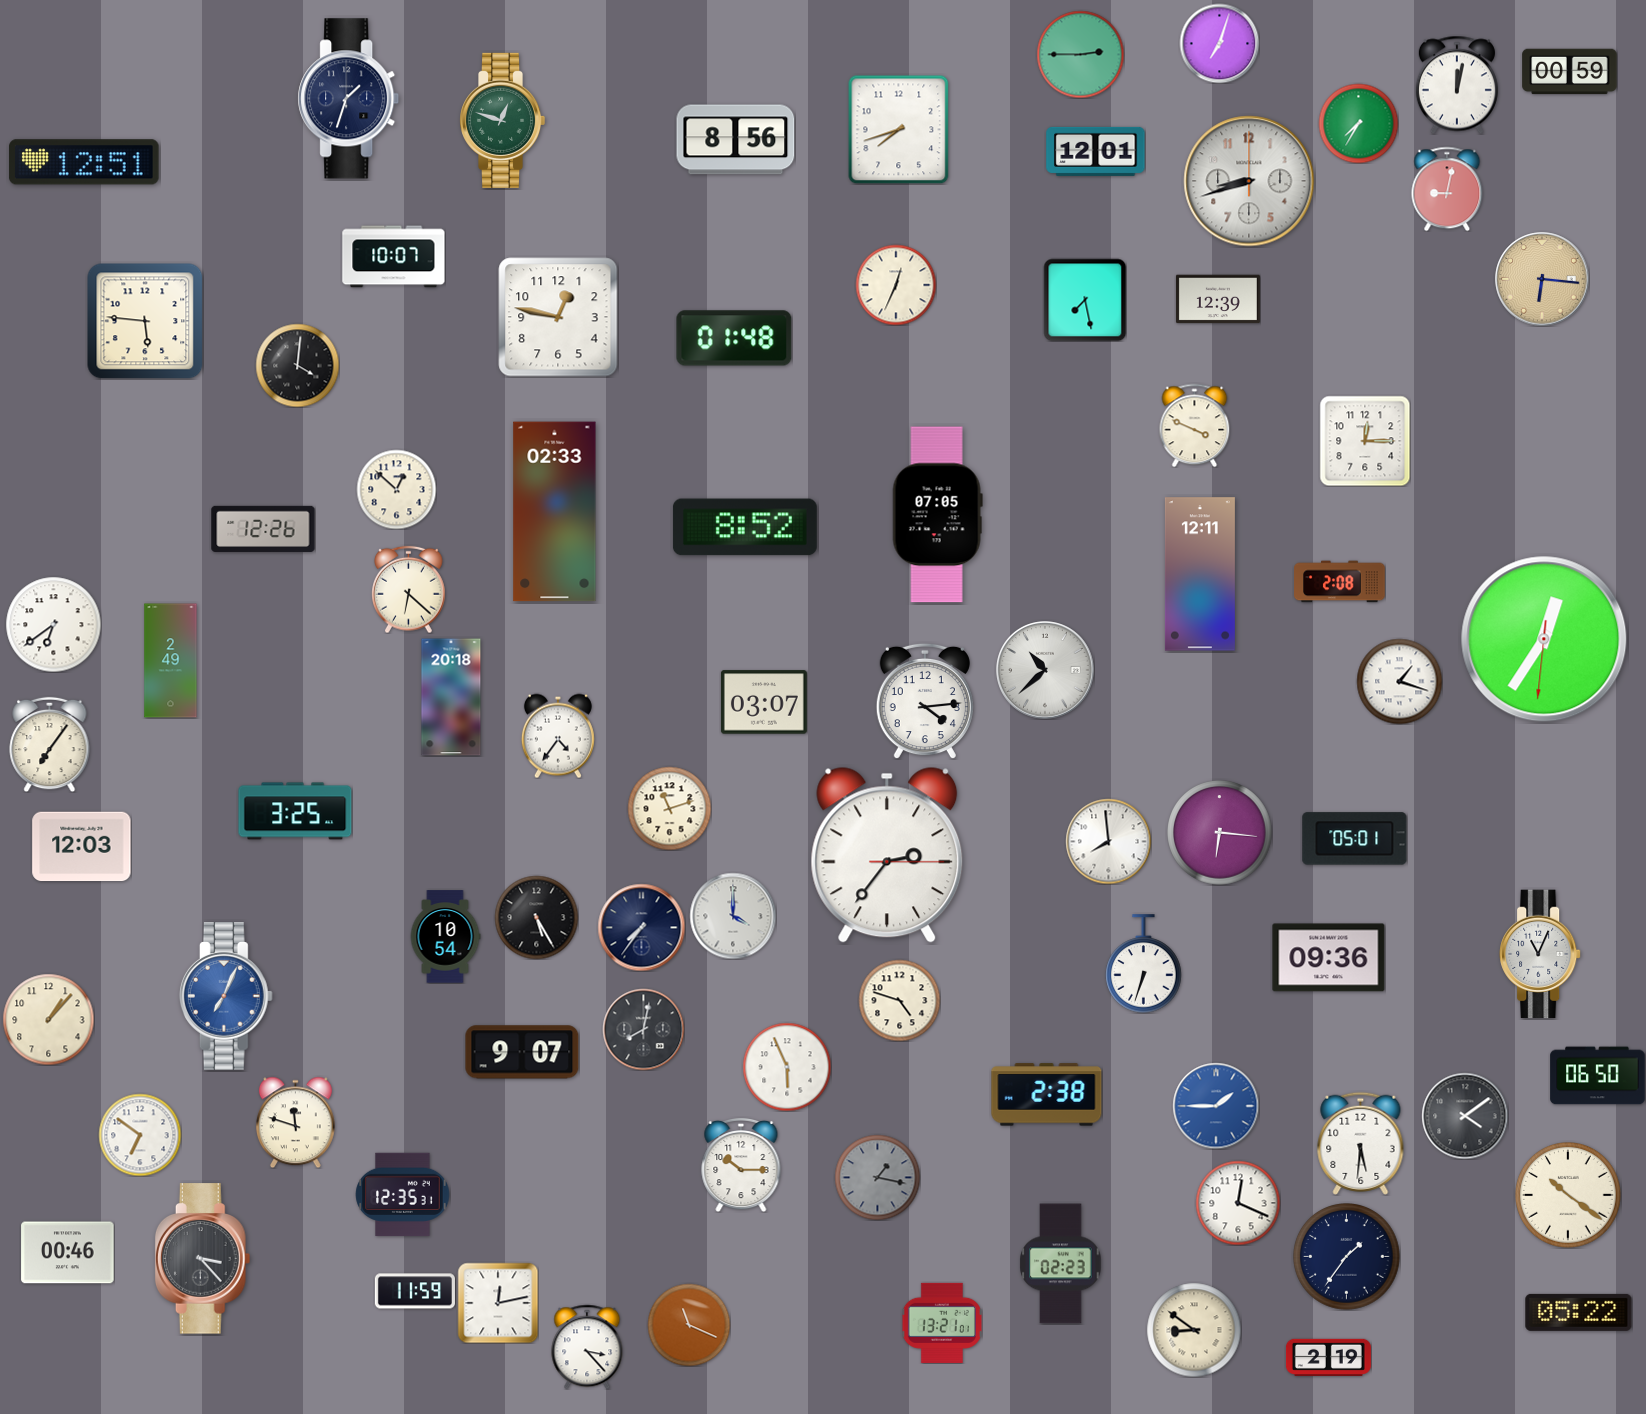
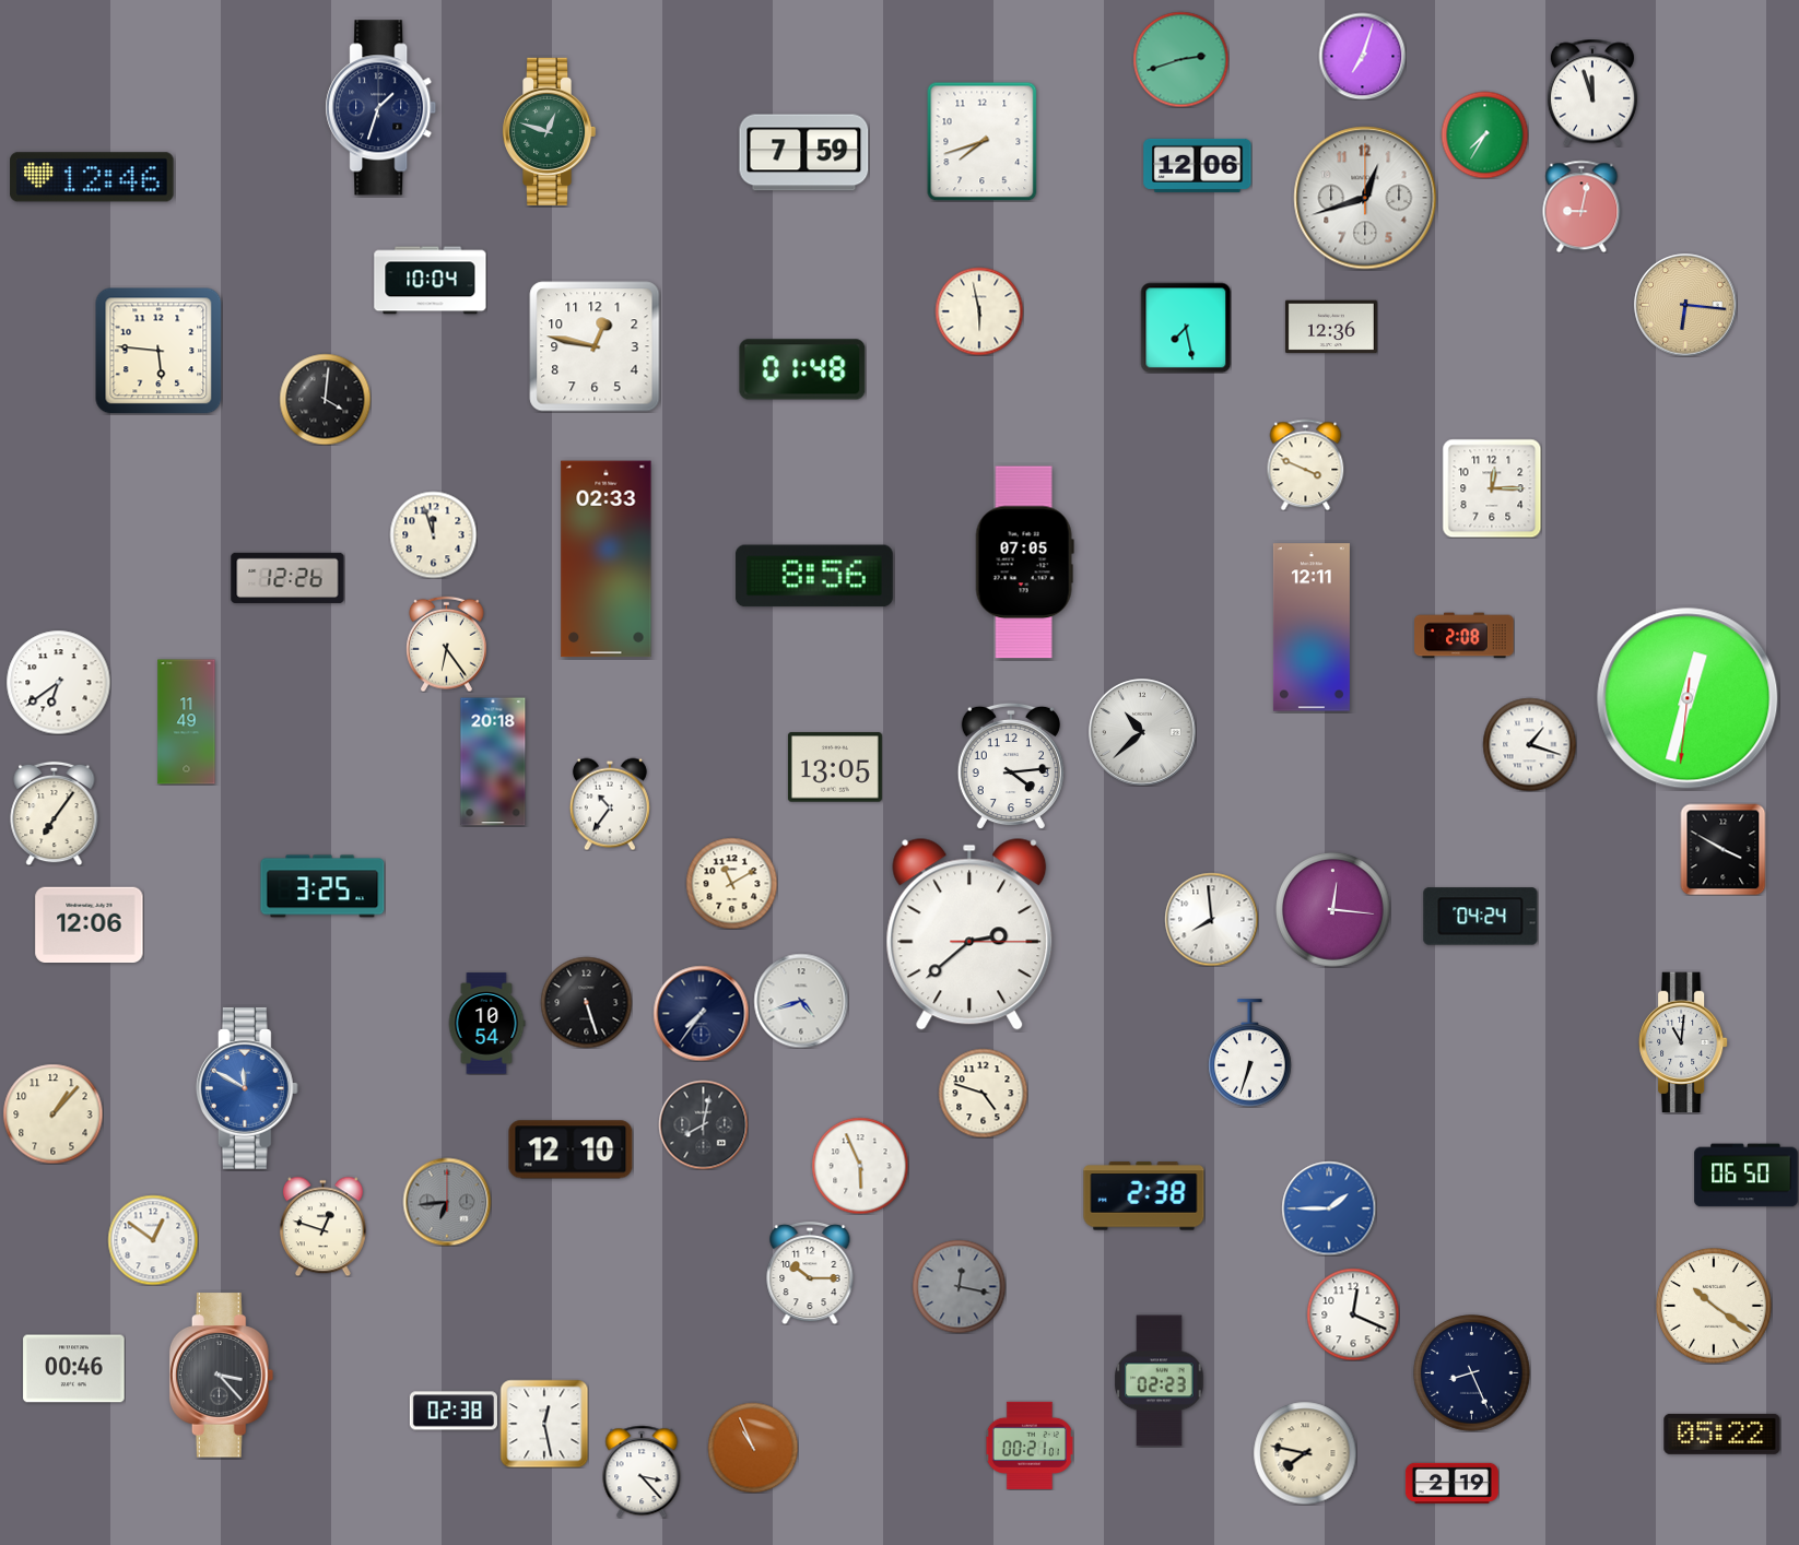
clock at (1219, 43) position: (1219, 43) -> (1362, 56)
clock at (1080, 54): 2:45 -> 2:42
clock at (1570, 72): 00:59 -> none
clock at (1457, 85): 12:02 -> 11:57
clock at (736, 140): 8:56 -> 7:59
clock at (1096, 151): 12:01 -> 12:06
clock at (84, 162): 12:51 -> 12:46
clock at (1249, 181): 8:42 -> 12:42
clock at (394, 257): 10:07 -> 10:04
clock at (896, 285): 12:34 -> 5:58
clock at (1218, 299): 12:39 -> 12:36
clock at (558, 317) position: (558, 317) -> (595, 346)
clock at (1365, 441) position: (1365, 441) -> (1492, 488)
clock at (396, 489): 12:52 -> 11:57
clock at (745, 527): 8:52 -> 8:56
clock at (409, 589): 6:22 -> 6:24
clock at (1544, 639): 12:35 -> 12:32
clock at (171, 661): 2:49 -> 11:49
clock at (764, 702): 03:07 -> 13:05
clock at (558, 736): 4:36 -> 10:36
clock at (1724, 849): none -> 3:50
clock at (669, 808): 11:12 -> 11:10
clock at (1220, 833): 6:16 -> 12:16
clock at (1355, 839): 05:01 -> 04:24
clock at (82, 847): 12:03 -> 12:06
clock at (887, 855): 2:36 -> 2:38
clock at (733, 916): 4:00 -> 4:42
clock at (536, 917): 5:25 -> 5:27
clock at (1541, 954): 11:04 -> 11:01
clock at (1329, 958): 09:36 -> none
clock at (226, 996): 7:04 -> 11:50
clock at (522, 1052): 9:07 -> 12:10
clock at (447, 1202): none -> 6:44
clock at (1465, 1116): 4:09 -> none
clock at (295, 1122): 11:48 -> 12:48
clock at (140, 1135): 6:51 -> 12:51
clock at (1361, 1143): 5:31 -> none
clock at (877, 1177): 1:17 -> 12:17
clock at (403, 1195): 12:35 -> none
clock at (1347, 1257): 1:36 -> 8:26
clock at (415, 1291): 11:59 -> 02:38
clock at (498, 1303): 12:13 -> 12:28
clock at (1579, 1312) position: (1579, 1312) -> (1722, 1434)
clock at (942, 1323): 13:21 -> 00:21
clock at (689, 1325): 11:19 -> 10:56
clock at (1194, 1330): 8:51 -> 7:47
